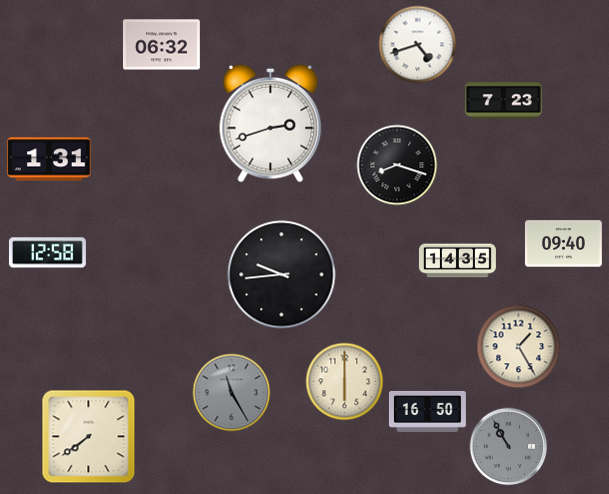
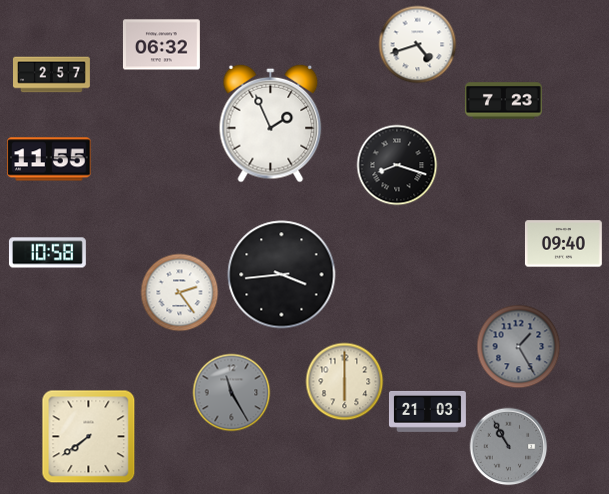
clock at (52, 75): none -> 2:57
clock at (271, 123): 2:42 -> 1:56
clock at (49, 159): 1:31 -> 11:55
clock at (47, 253): 12:58 -> 10:58
clock at (457, 261): 14:35 -> none
clock at (282, 275): 9:44 -> 3:44
clock at (179, 292): none -> 2:24
clock at (518, 346) dial: cream -> grey
clock at (427, 411): 16:50 -> 21:03
